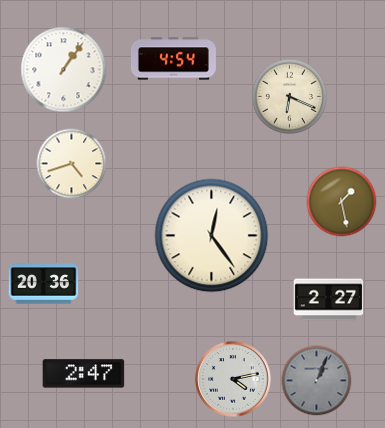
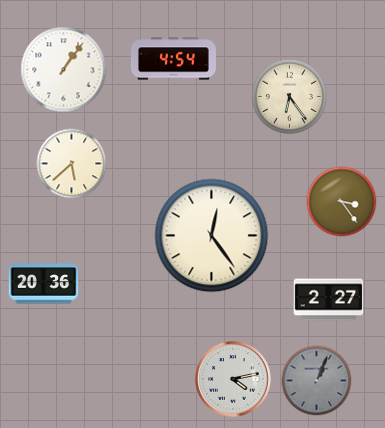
clock at (289, 96): 6:19 -> 6:24
clock at (72, 164): 4:42 -> 5:38
clock at (342, 202): 1:28 -> 3:24
clock at (84, 374): 2:47 -> none
